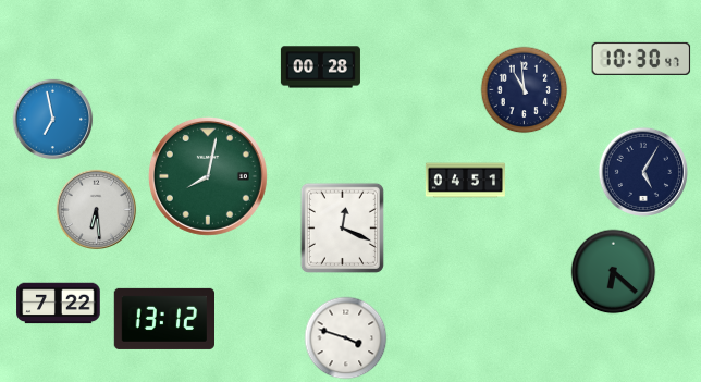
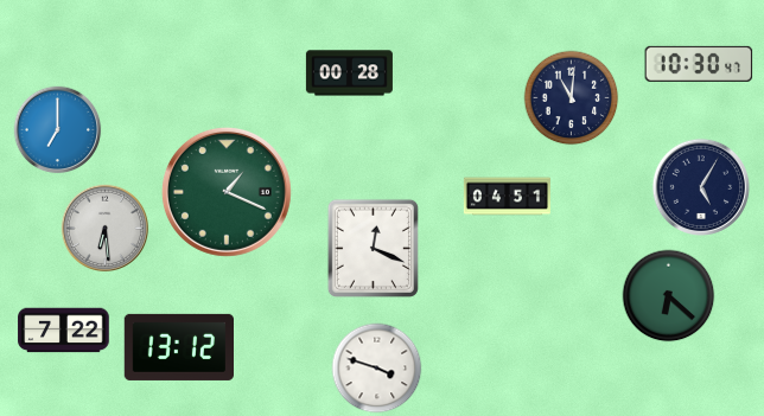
clock at (525, 90): 10:59 -> 11:01
clock at (53, 120): 6:58 -> 7:00
clock at (208, 176): 8:02 -> 1:19
